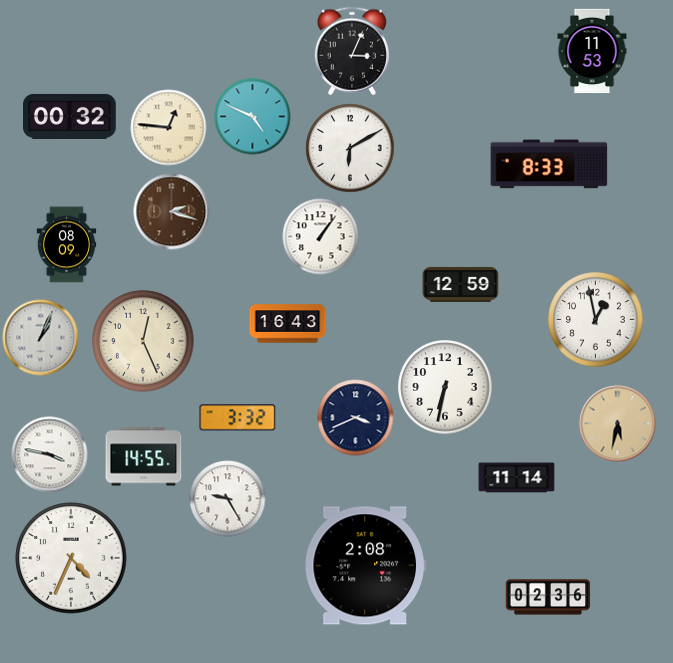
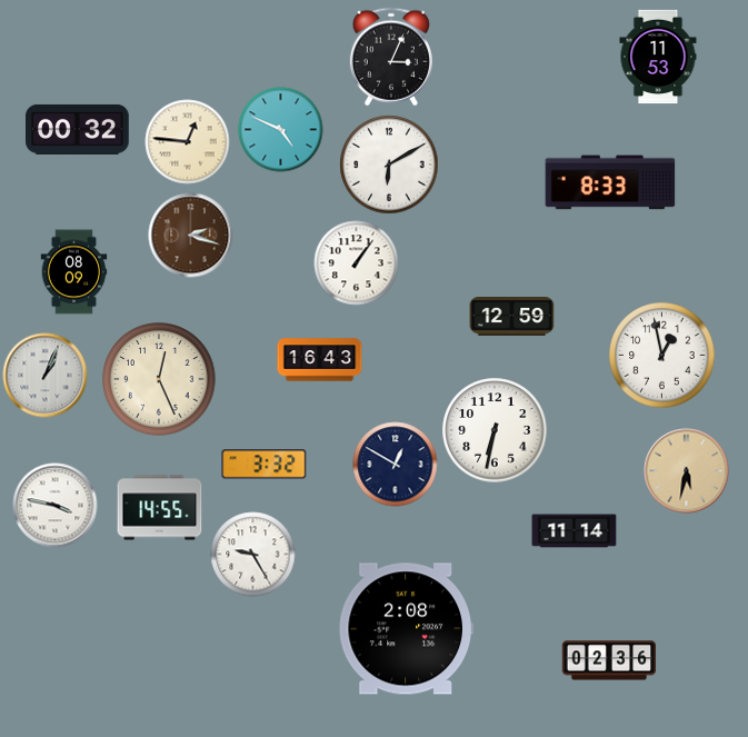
clock at (356, 418): 3:41 -> 12:50
clock at (71, 558): 4:34 -> none
clock at (548, 597) position: (548, 597) -> (609, 660)
